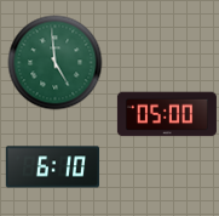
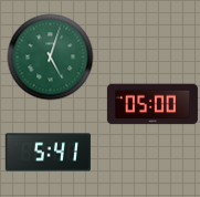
clock at (54, 62): 4:59 -> 5:03
clock at (52, 167): 6:10 -> 5:41
